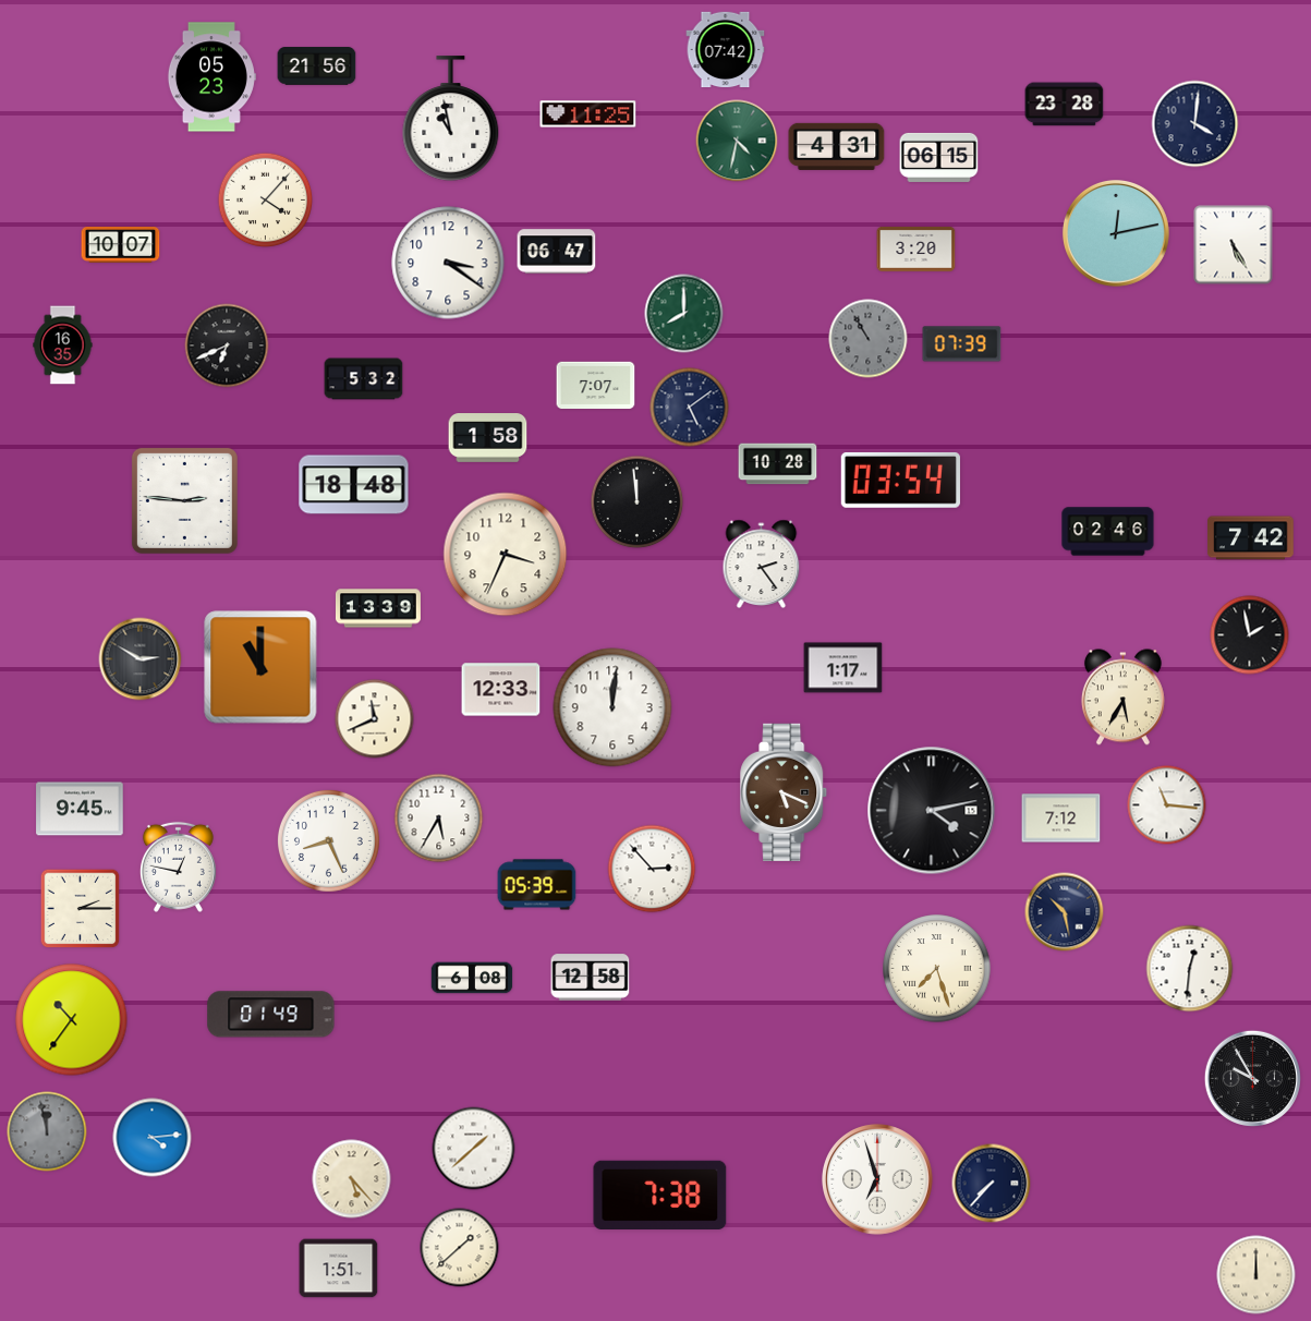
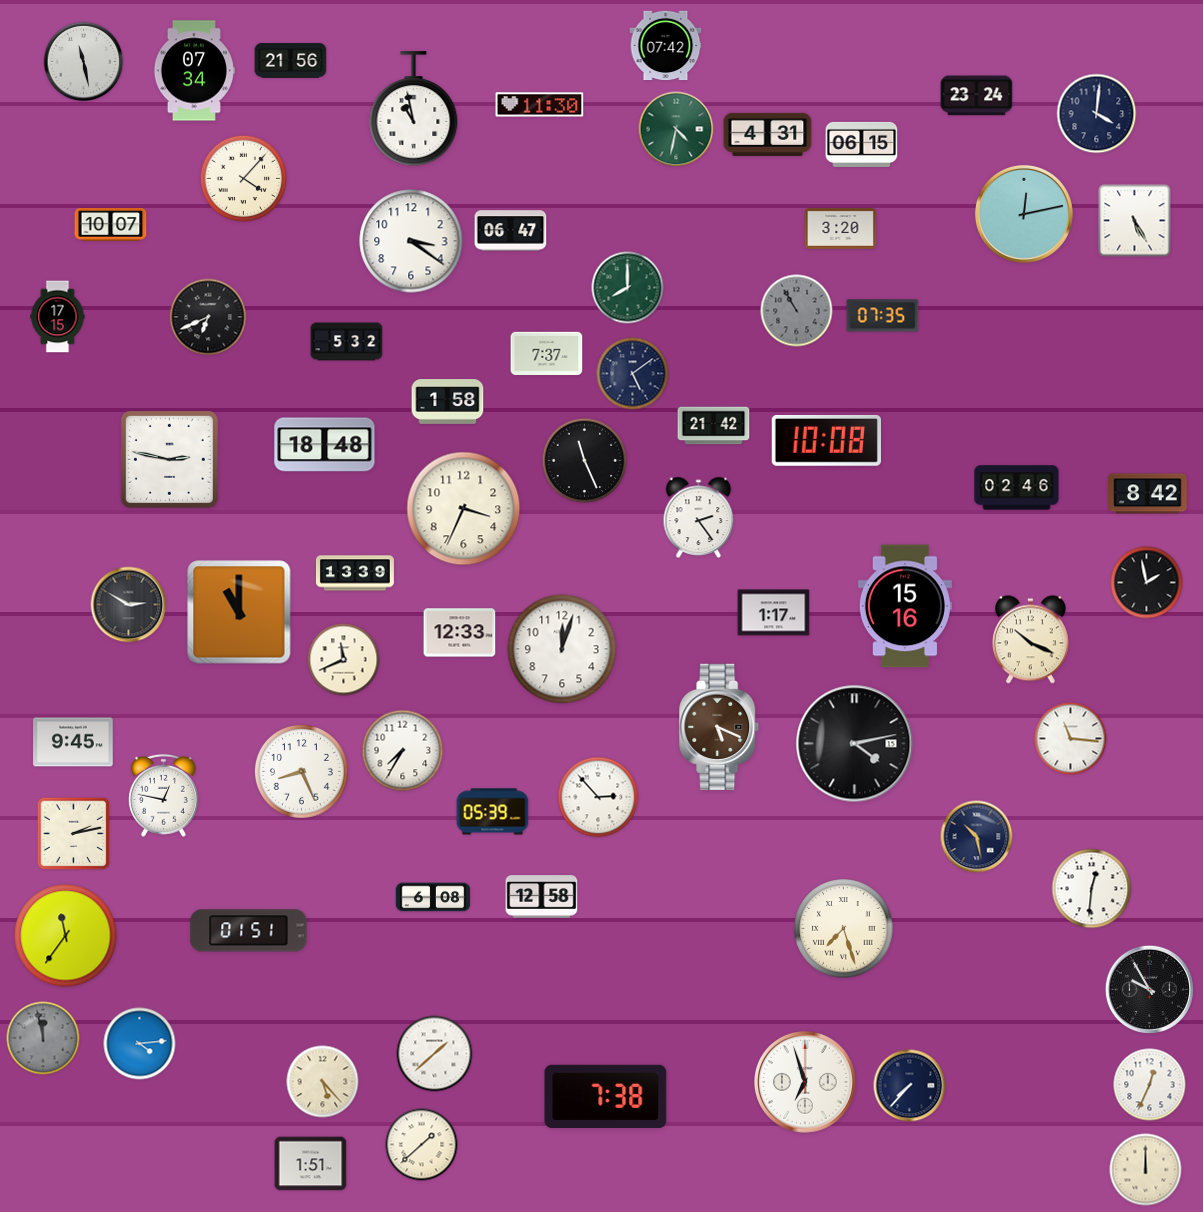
clock at (84, 62): none -> 11:28
clock at (211, 77): 05:23 -> 07:34
clock at (1065, 105): 23:28 -> 23:24
clock at (588, 114): 11:25 -> 11:30
clock at (266, 201) position: (266, 201) -> (244, 179)
clock at (1234, 245) position: (1234, 245) -> (1135, 221)
clock at (962, 344): 07:39 -> 07:35
clock at (63, 346): 16:35 -> 17:15
clock at (364, 379) position: (364, 379) -> (347, 342)
clock at (596, 386): 7:07 -> 7:37
clock at (778, 464): 10:28 -> 21:42
clock at (900, 480): 03:54 -> 10:08
clock at (184, 500): 2:46 -> 2:47
clock at (638, 502): 11:59 -> 11:26
clock at (1251, 538): 7:42 -> 8:42
clock at (378, 608) position: (378, 608) -> (355, 573)
clock at (905, 606): none -> 15:16
clock at (1122, 698): 5:35 -> 10:19
clock at (612, 707): 12:01 -> 12:03
clock at (439, 819): 5:35 -> 7:35
clock at (1061, 819): 7:12 -> none
clock at (81, 909): 2:15 -> 2:13
clock at (937, 969) position: (937, 969) -> (844, 929)
clock at (271, 1015): 01:49 -> 01:51
clock at (72, 1020): 10:36 -> 11:36
clock at (1150, 1085): none -> 12:34
clock at (1257, 1275) position: (1257, 1275) -> (1146, 1170)
